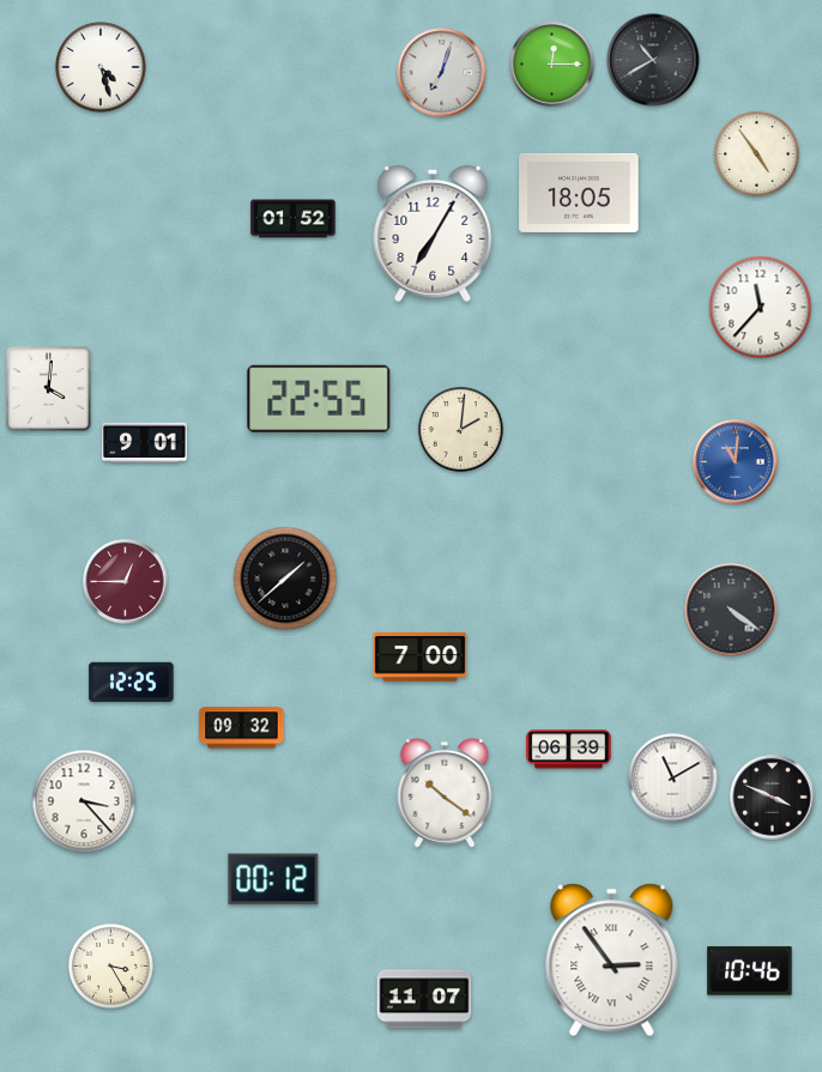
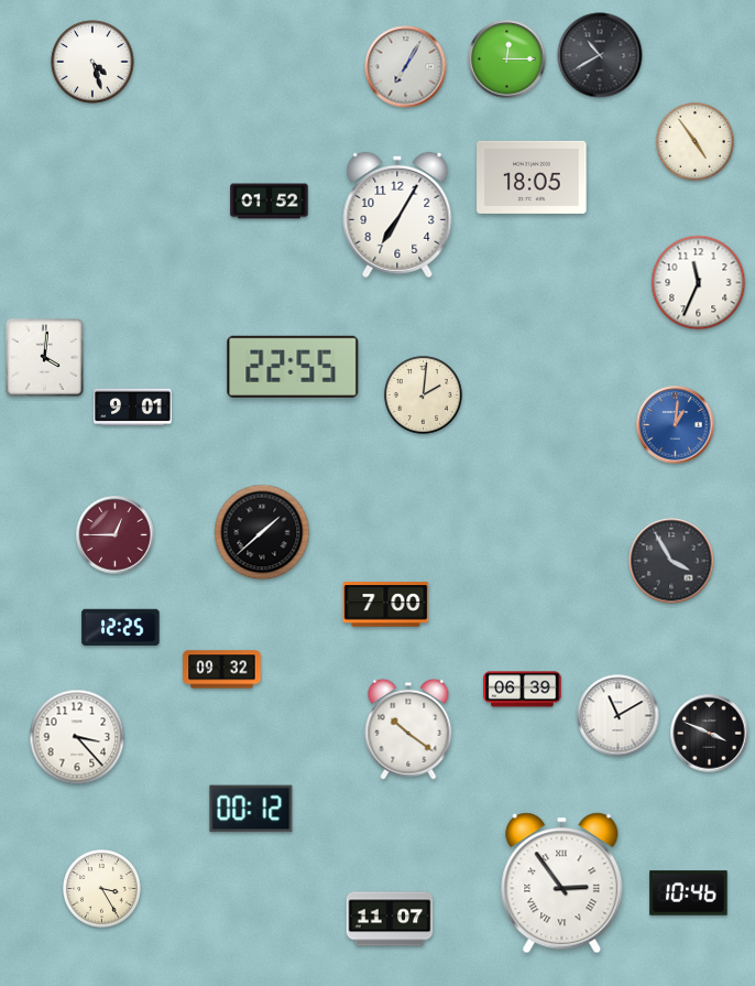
clock at (442, 73): 7:03 -> 7:05
clock at (761, 308): 11:37 -> 11:34
clock at (736, 462): 11:01 -> 1:01
clock at (731, 610): 4:21 -> 3:55
